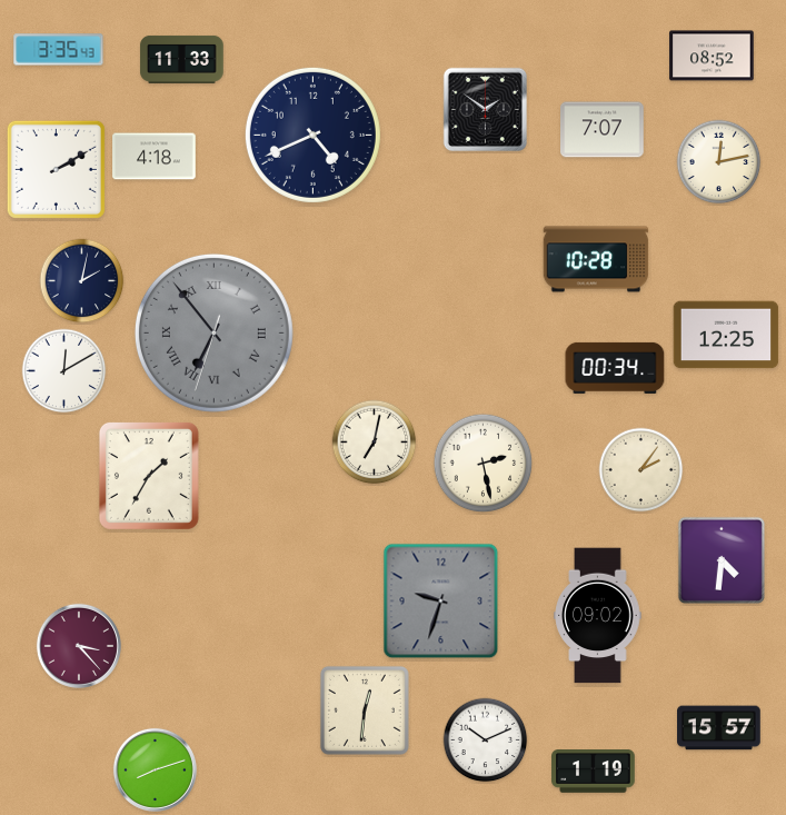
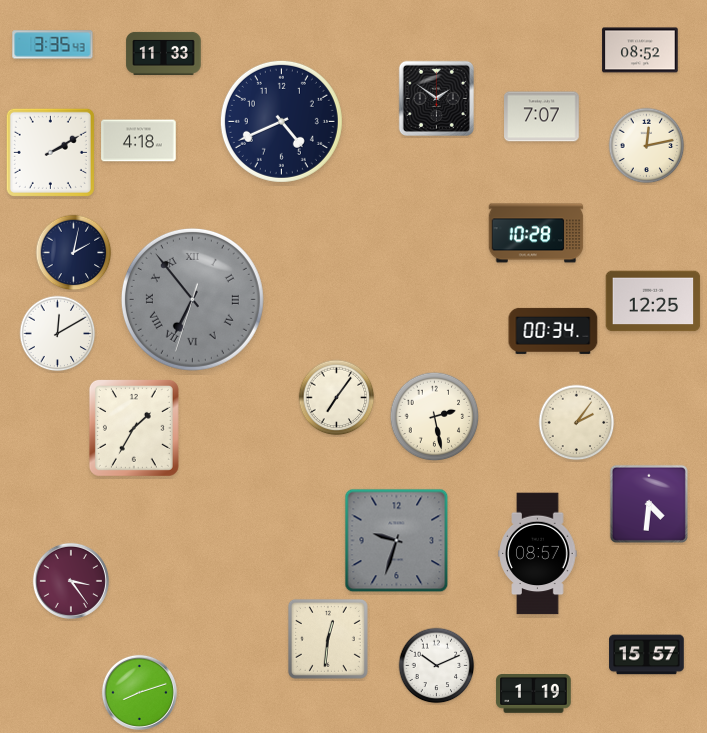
clock at (375, 443): 7:02 -> 7:06
clock at (598, 616): 09:02 -> 08:57
clock at (79, 646): 3:23 -> 3:24
